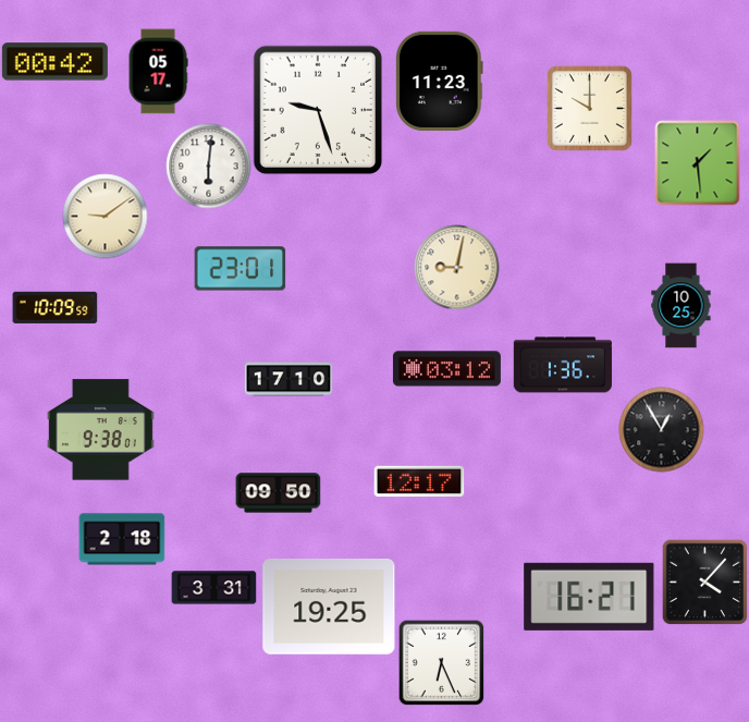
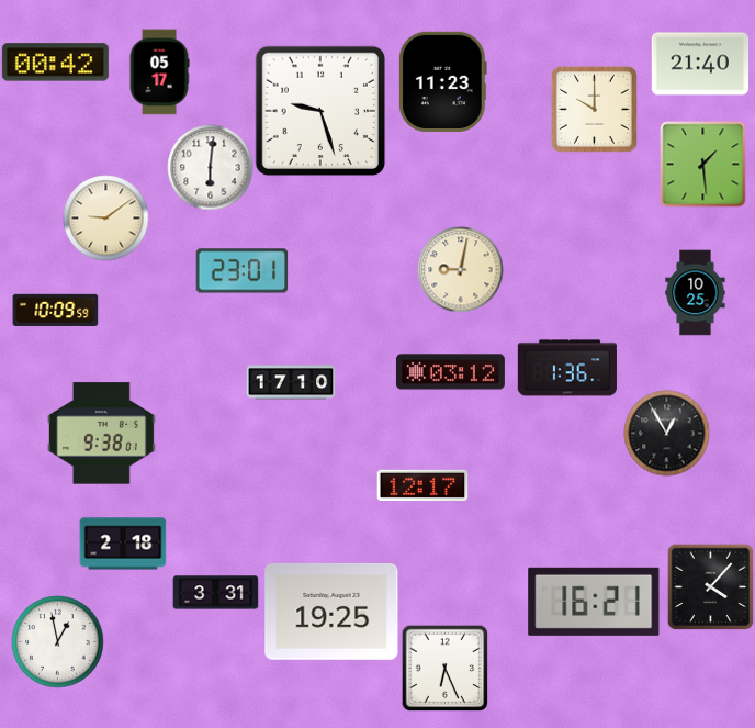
clock at (700, 64): none -> 21:40
clock at (682, 305) position: (682, 305) -> (696, 292)
clock at (278, 493): 09:50 -> none
clock at (57, 641): none -> 12:58
